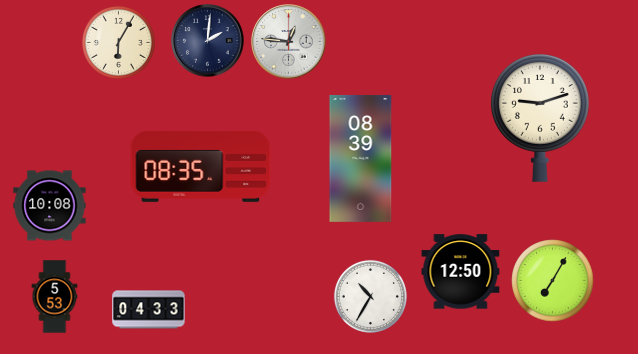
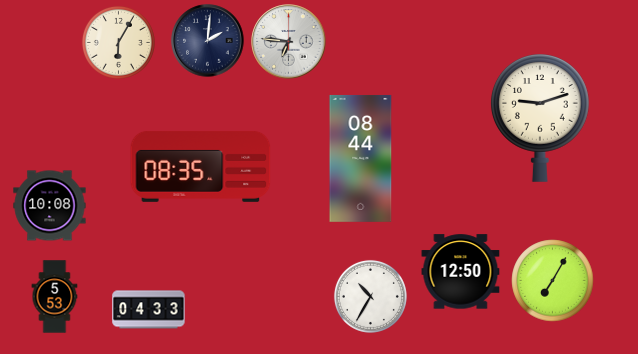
clock at (289, 42): 12:46 -> 6:46
clock at (361, 158): 08:39 -> 08:44
